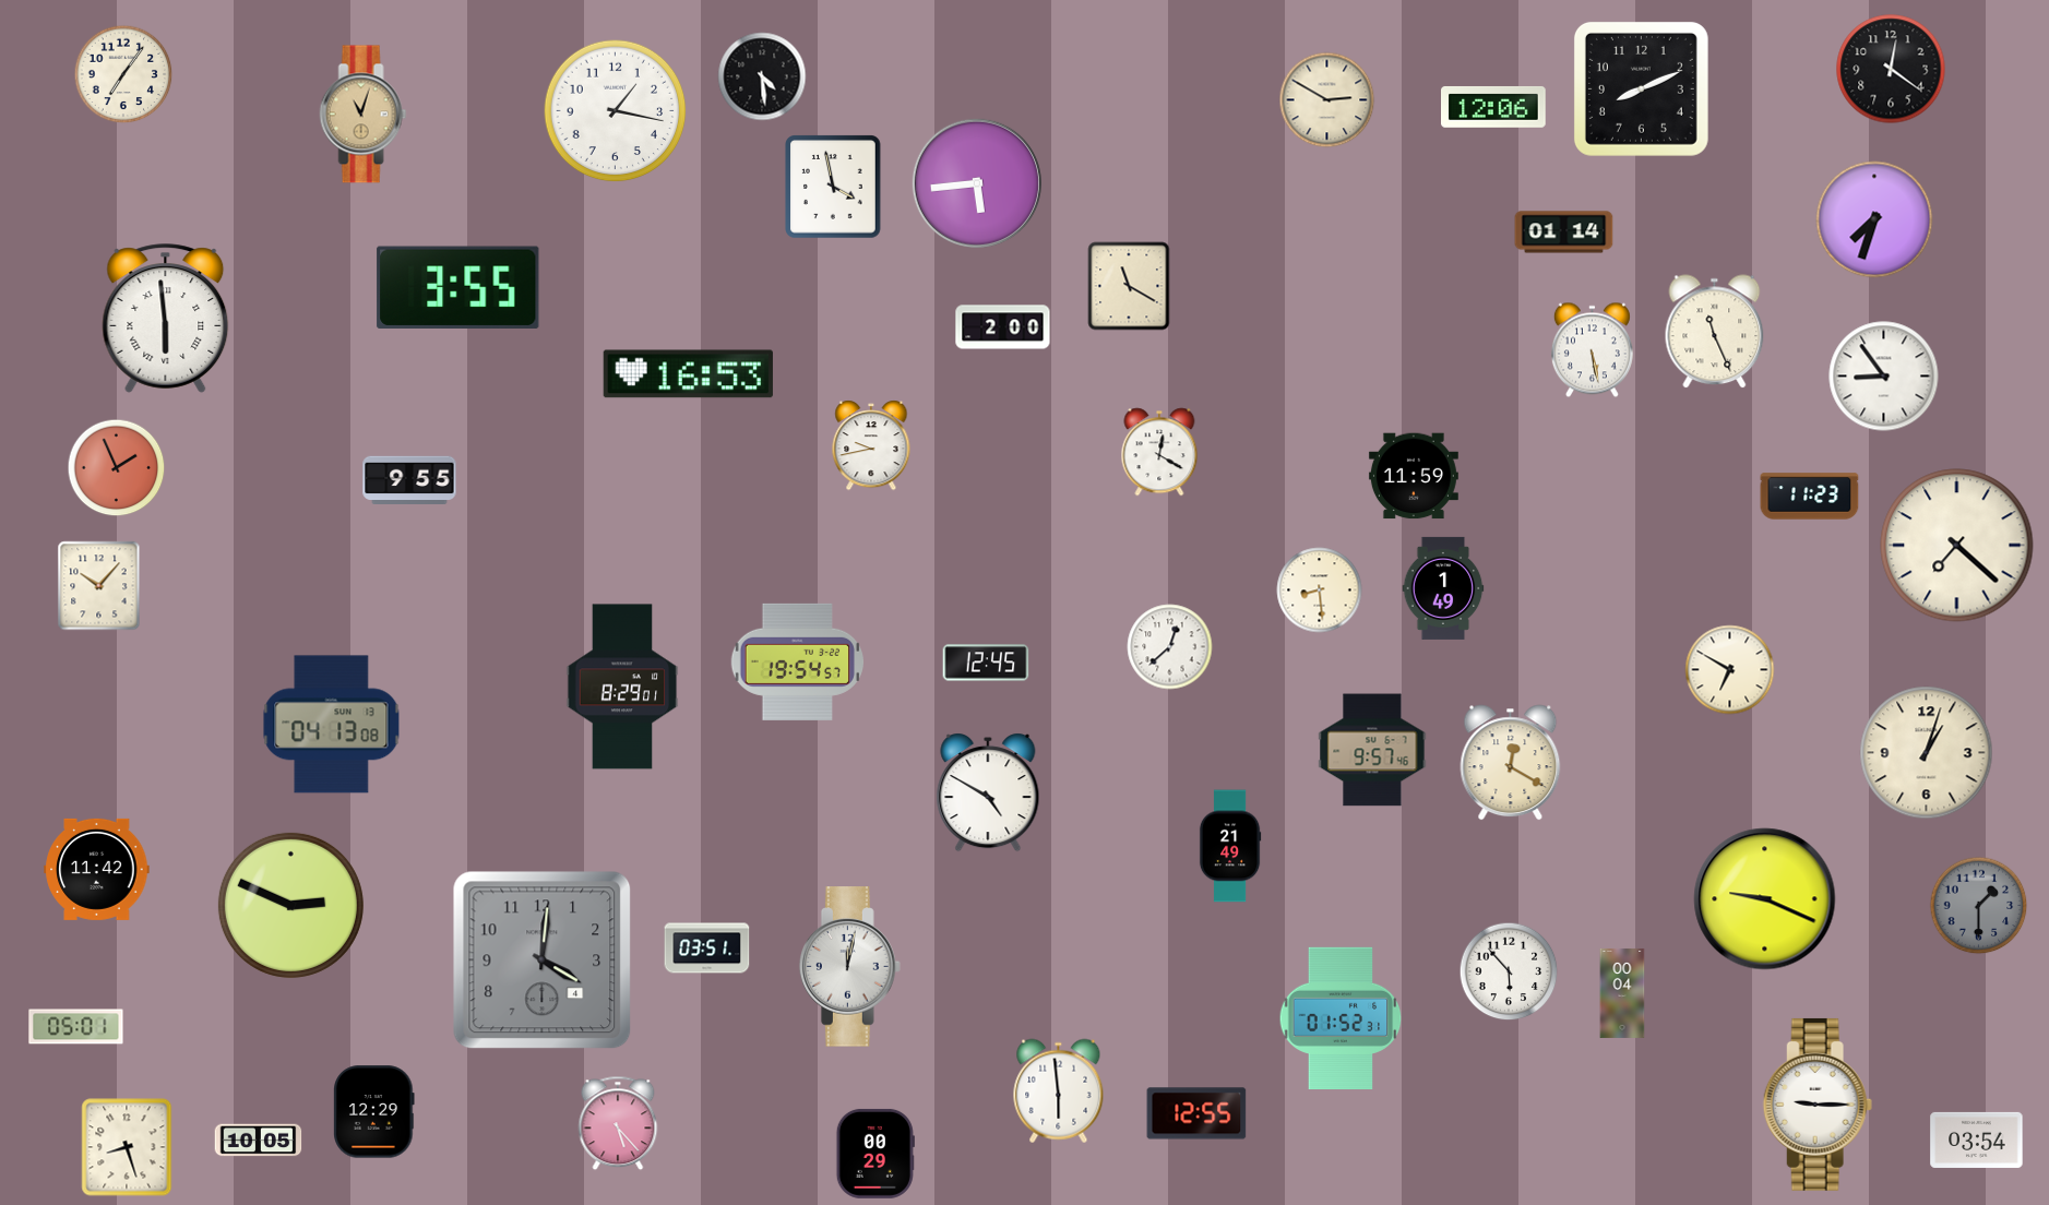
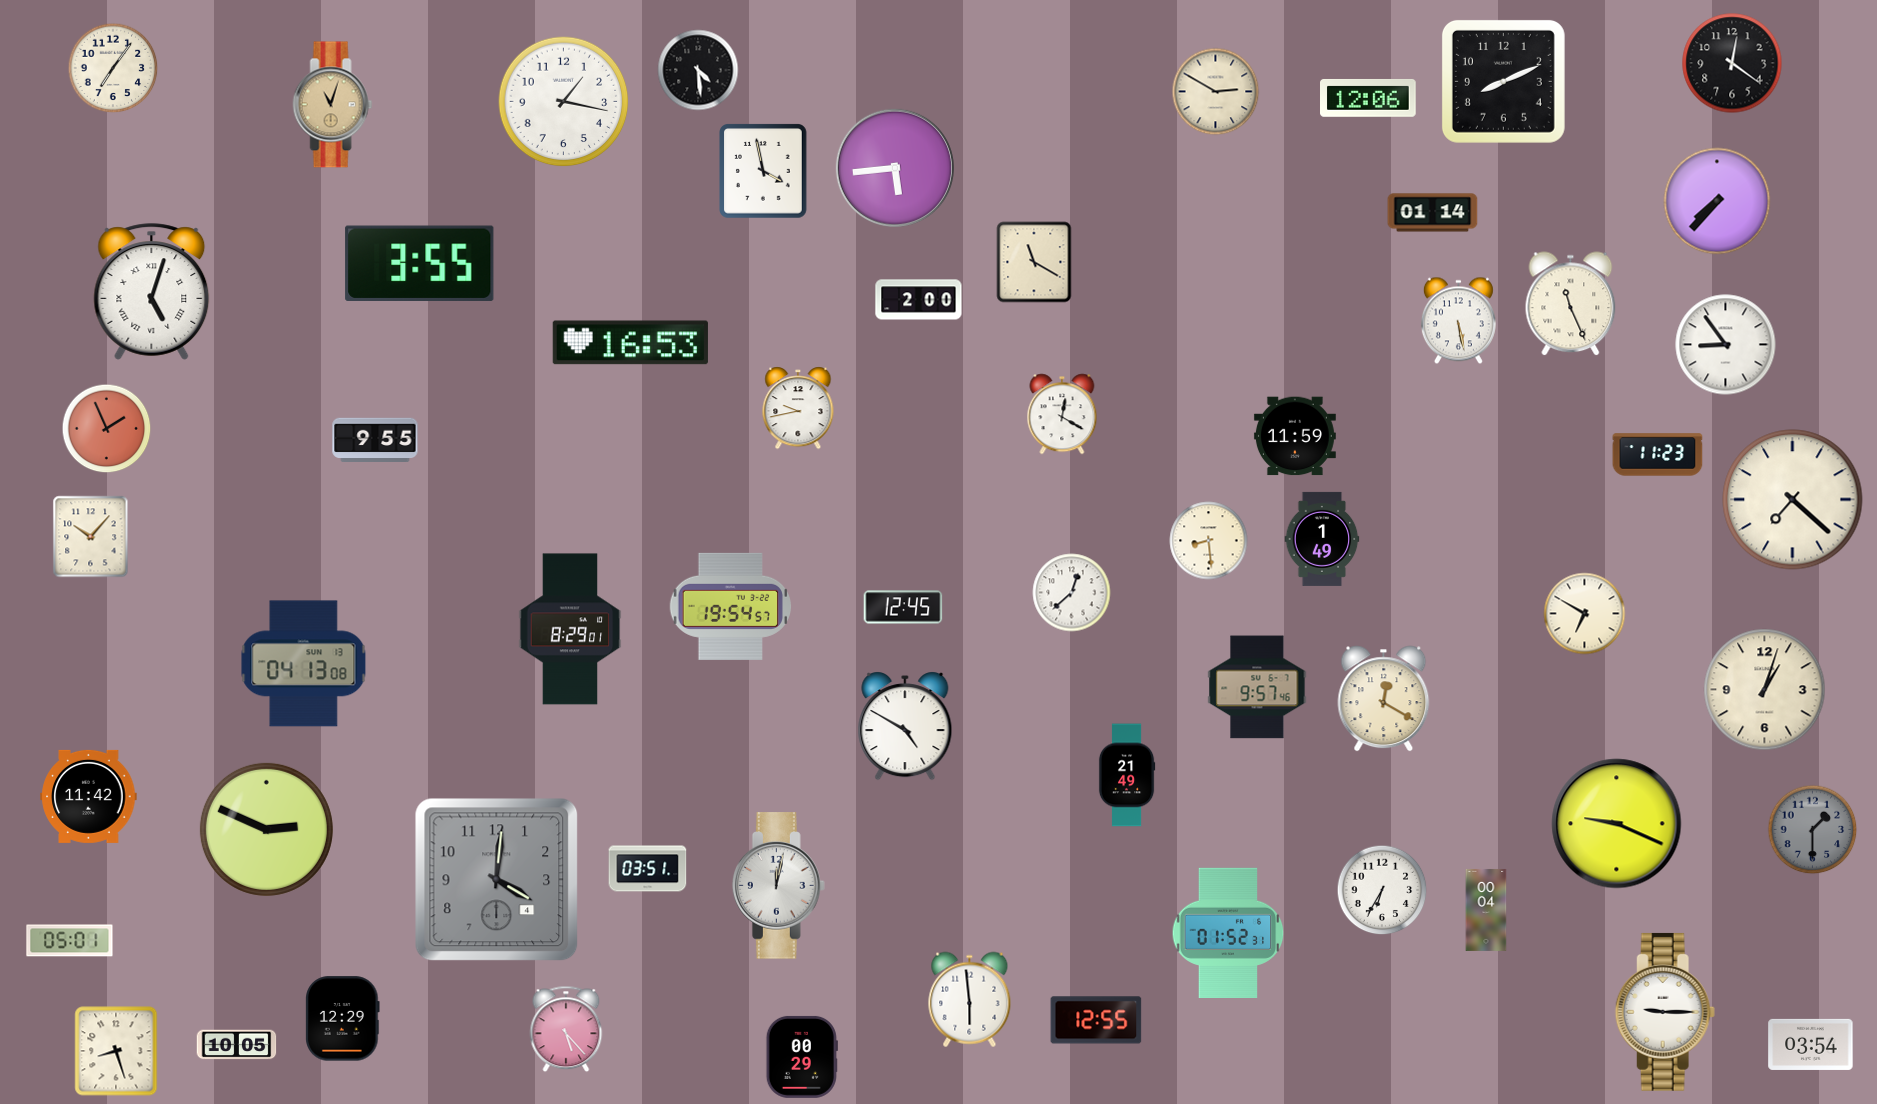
clock at (1874, 219): 7:33 -> 7:37
clock at (166, 319): 5:59 -> 5:03
clock at (1509, 971): 5:53 -> 6:35
